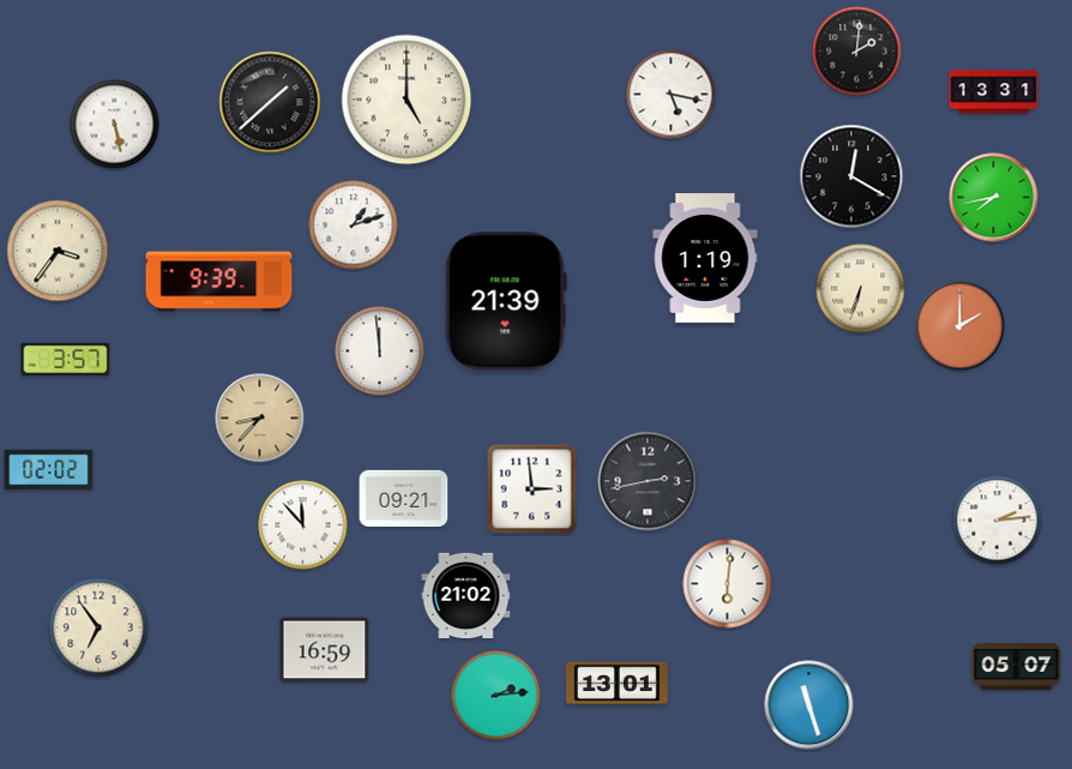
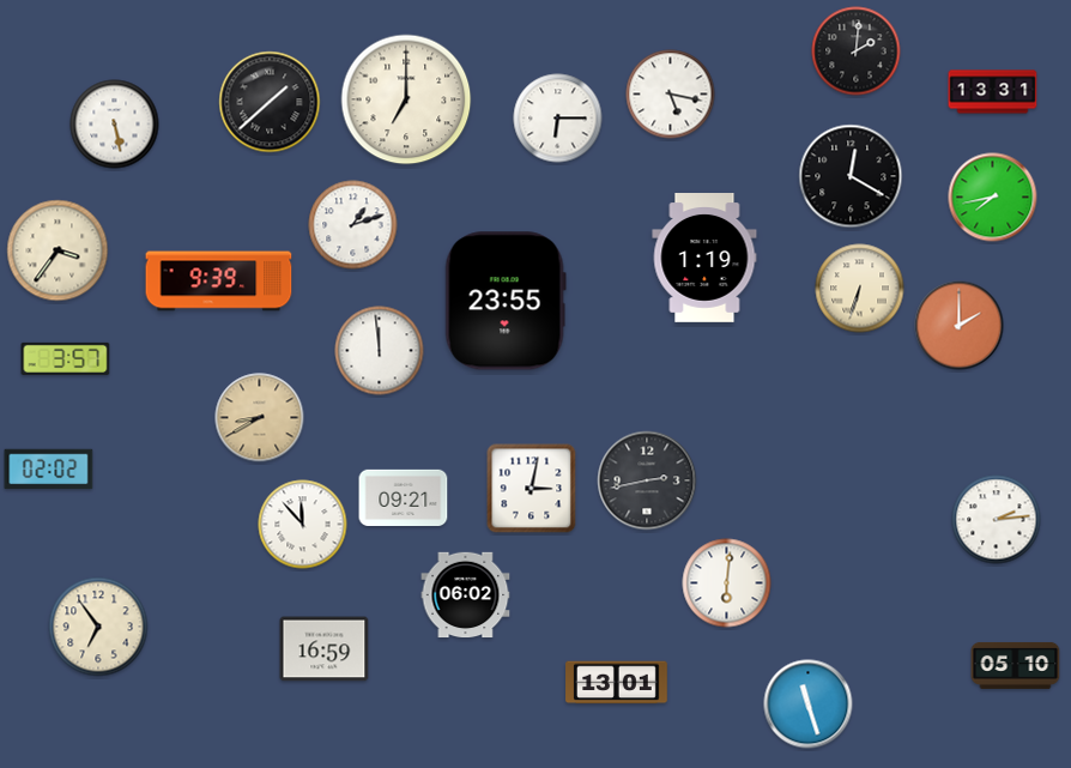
clock at (406, 100): 5:00 -> 7:00
clock at (558, 119): none -> 6:15
clock at (506, 301): 21:39 -> 23:55
clock at (260, 419): 8:37 -> 8:40
clock at (532, 489): 2:59 -> 3:02
clock at (466, 596): 21:02 -> 06:02
clock at (1017, 666): 05:07 -> 05:10
clock at (496, 696): 2:14 -> none
